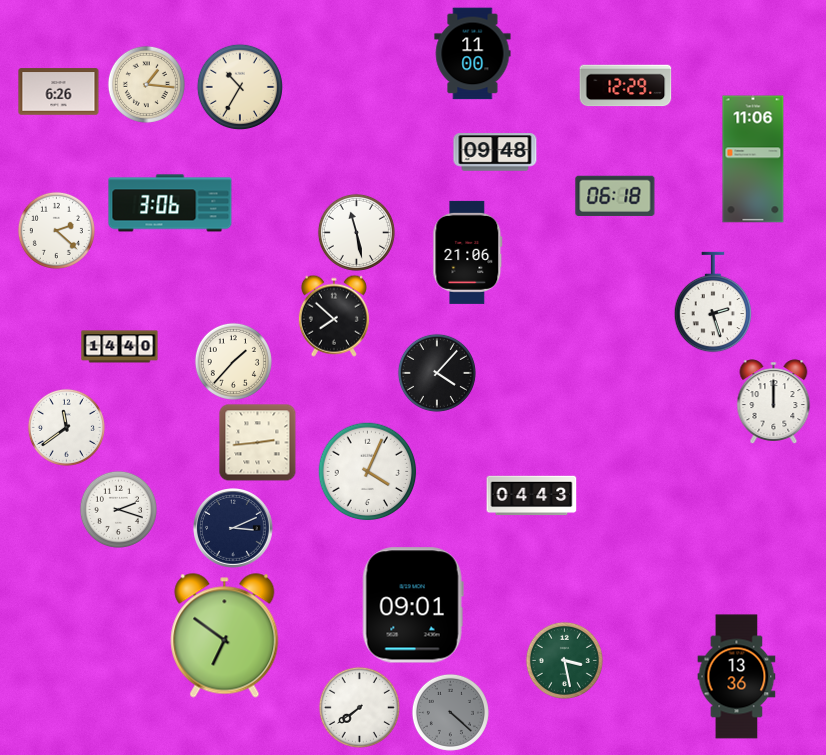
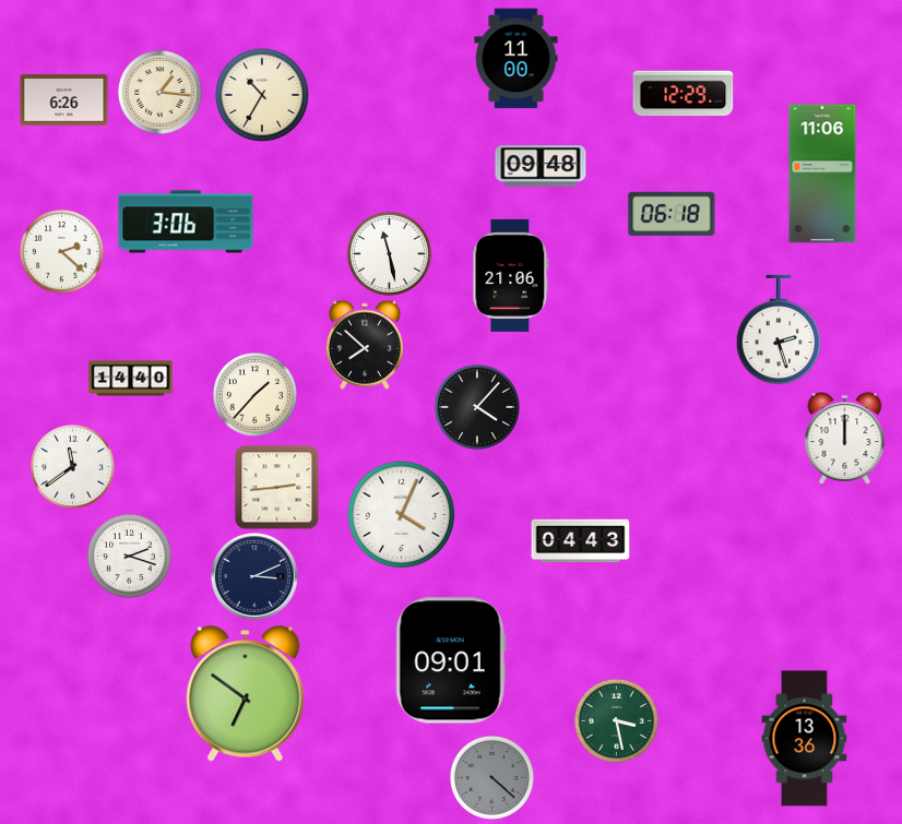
clock at (257, 442) position: (257, 442) -> (276, 487)
clock at (359, 707): 7:39 -> none
